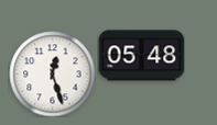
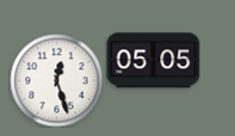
clock at (141, 56): 05:48 -> 05:05
